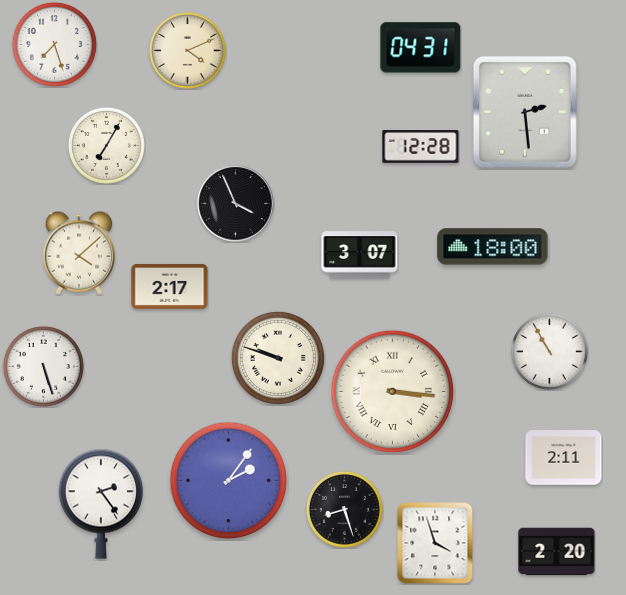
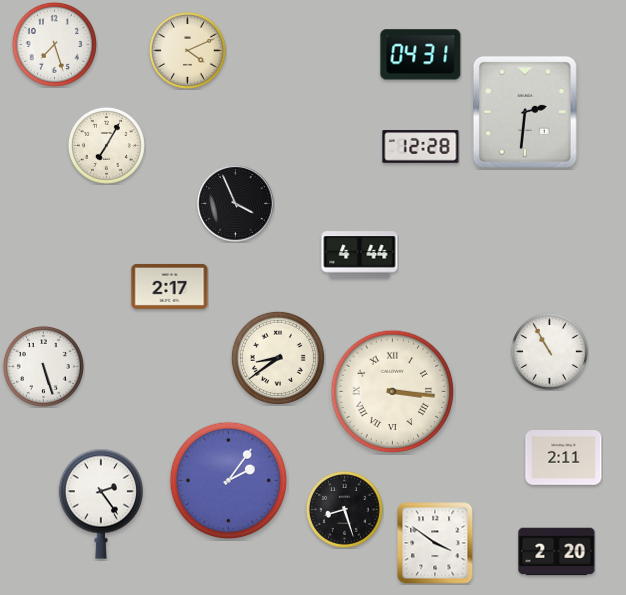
clock at (421, 48) position: (421, 48) -> (421, 55)
clock at (525, 112): 2:29 -> 2:31
clock at (493, 247): 18:00 -> none
clock at (79, 253): 4:08 -> none
clock at (360, 255): 3:07 -> 4:44
clock at (278, 358): 9:48 -> 8:39
clock at (435, 543): 3:57 -> 3:51
